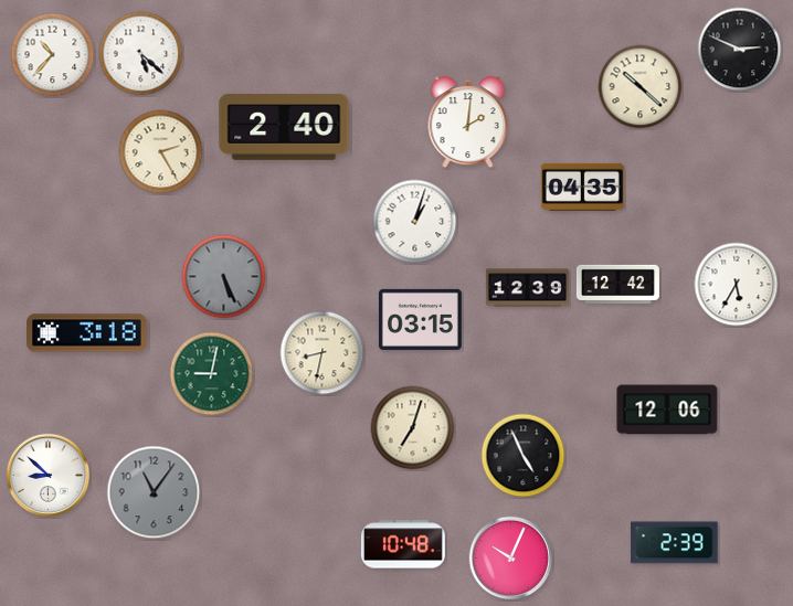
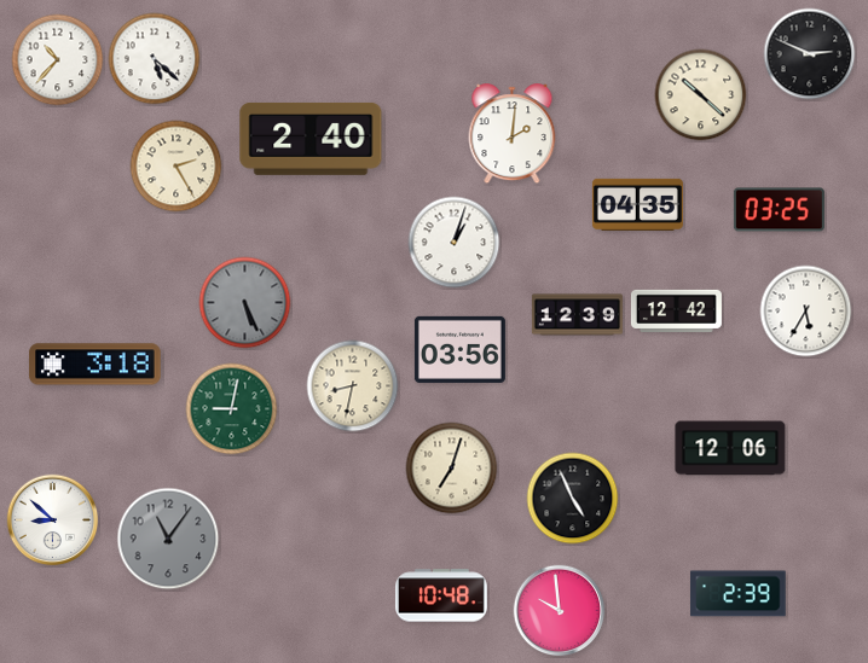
clock at (779, 210): none -> 03:25
clock at (420, 319): 03:15 -> 03:56
clock at (511, 559): 10:04 -> 9:59
